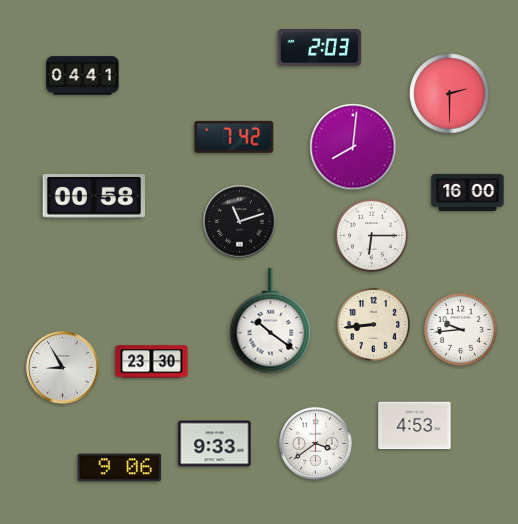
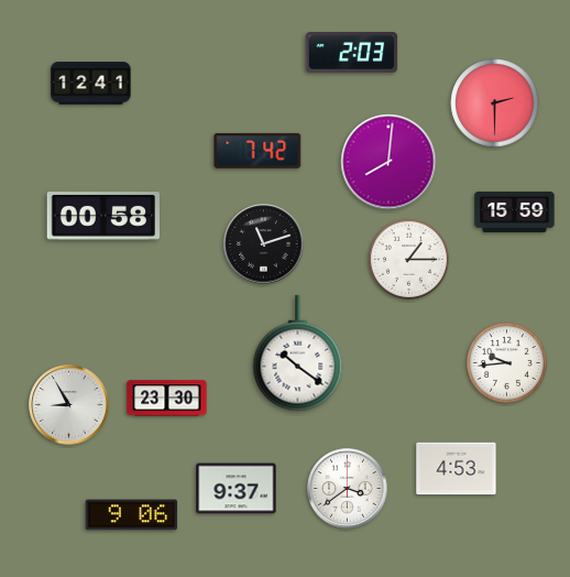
clock at (83, 76): 04:41 -> 12:41
clock at (468, 192): 16:00 -> 15:59
clock at (371, 235): 6:15 -> 1:15
clock at (373, 324): 8:44 -> none
clock at (215, 444): 9:33 -> 9:37
